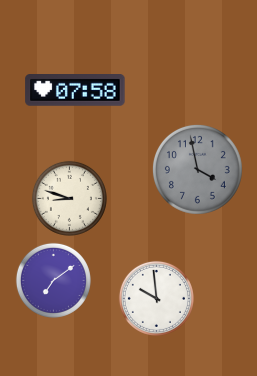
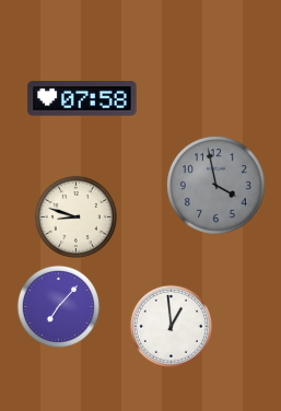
clock at (53, 280): 7:09 -> 7:07
clock at (156, 298): 9:59 -> 12:59
